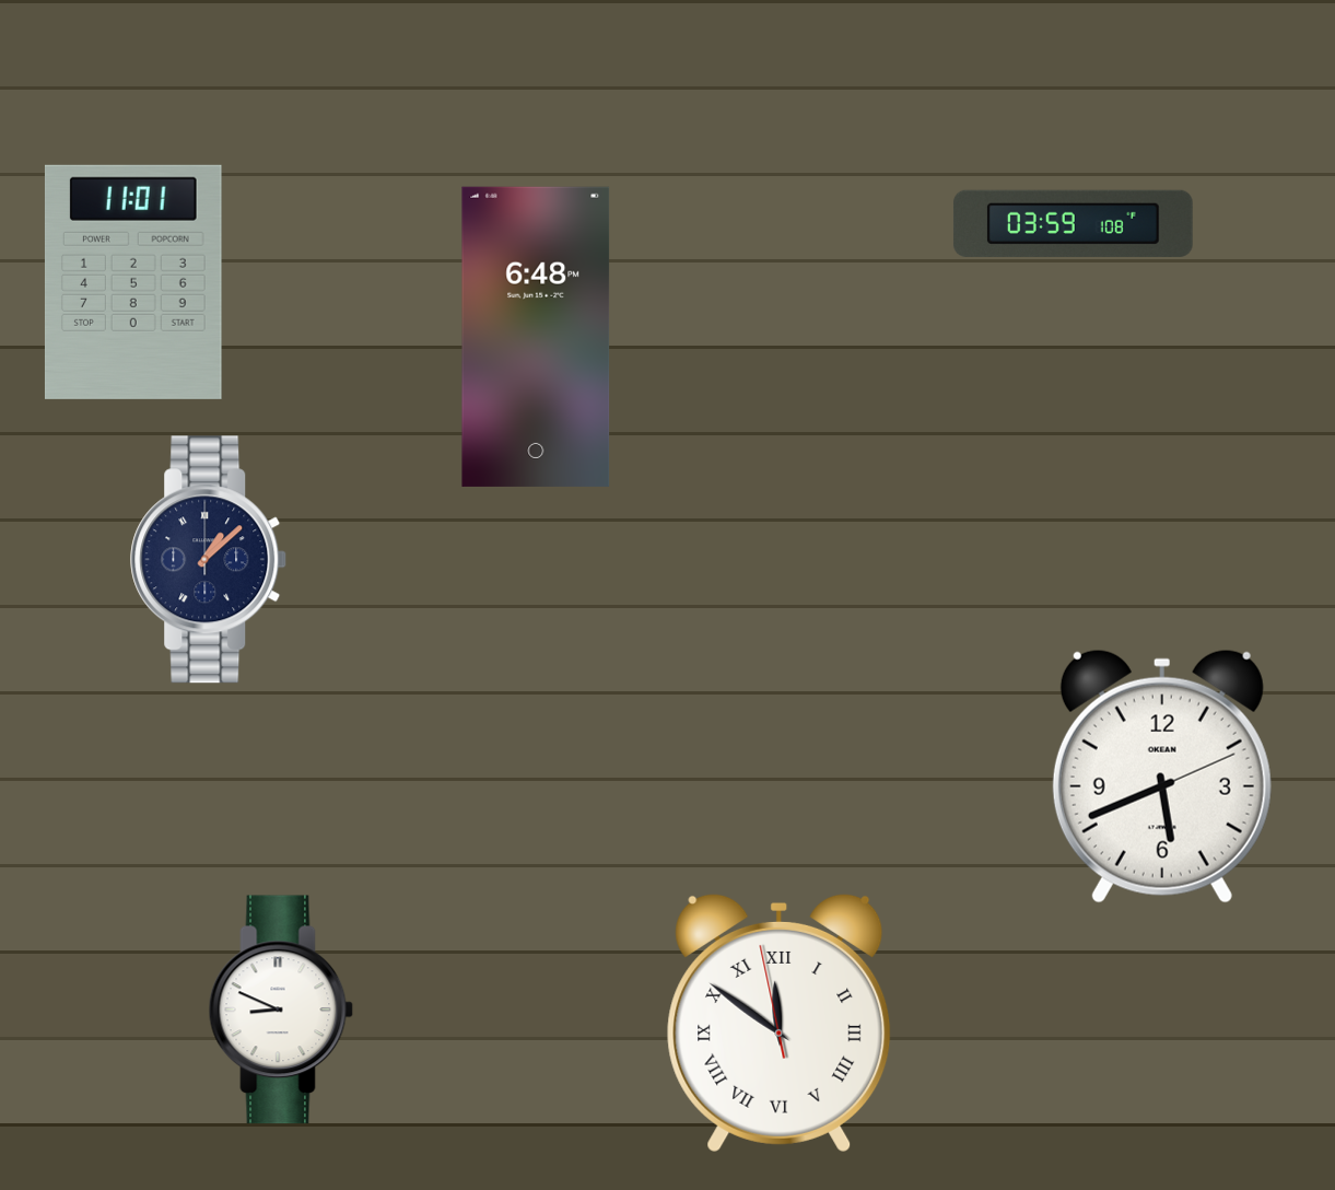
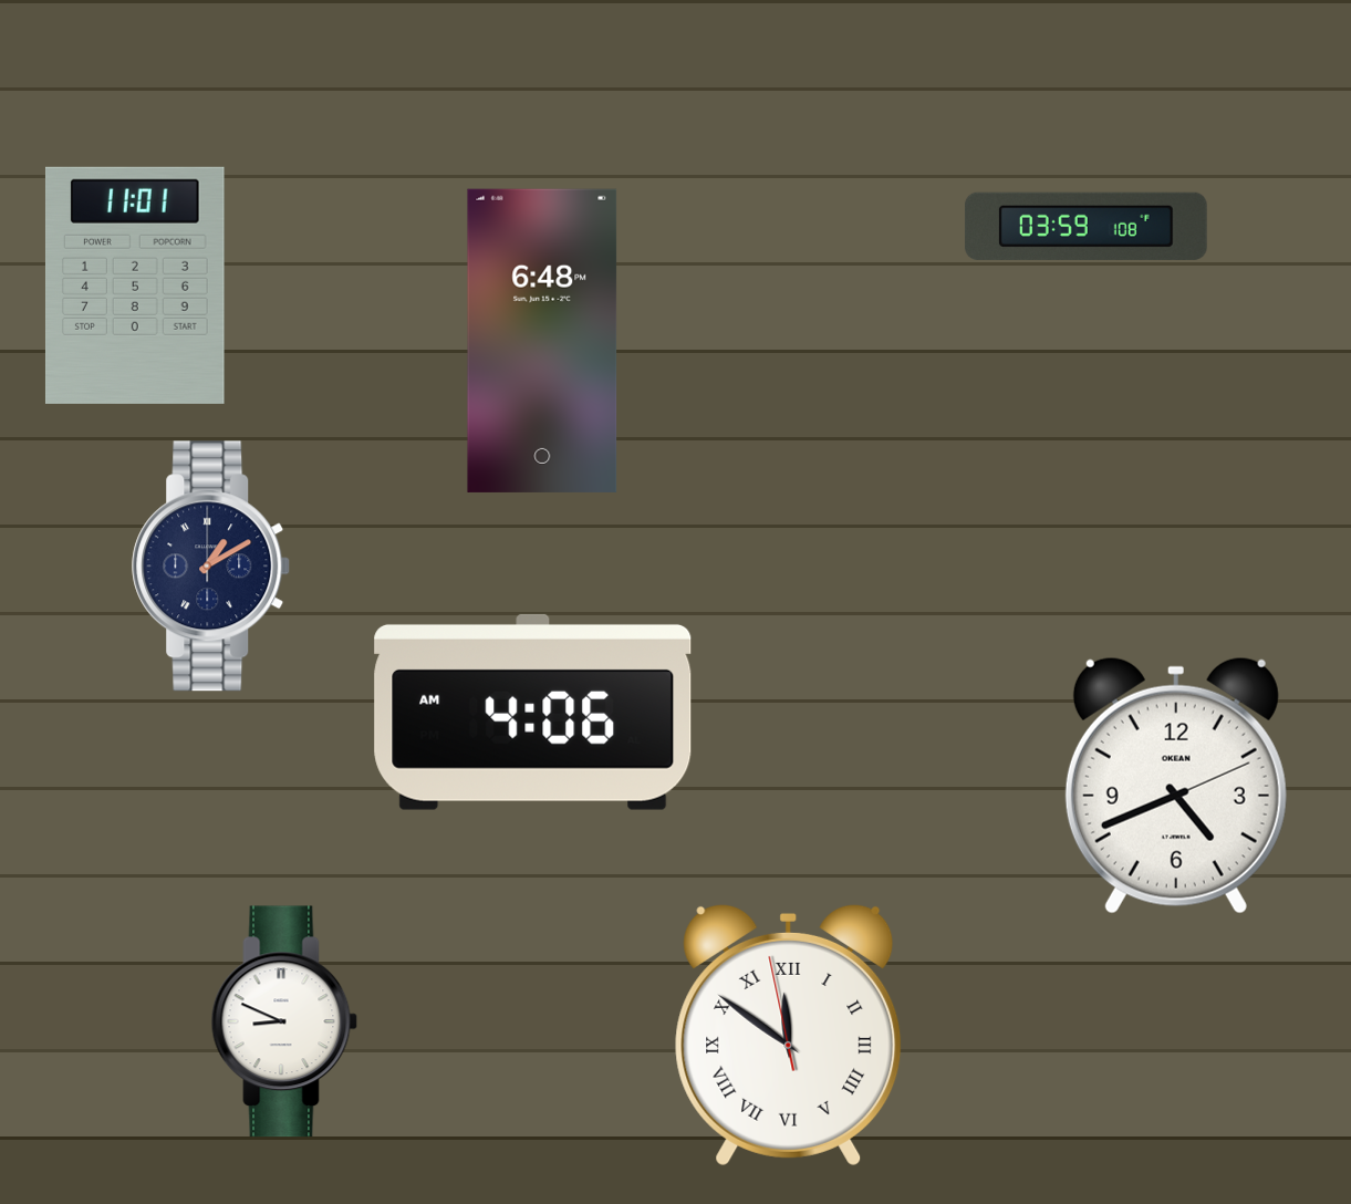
clock at (209, 560): 1:08 -> 1:10
clock at (533, 712): none -> 4:06
clock at (1162, 777): 5:41 -> 4:41
